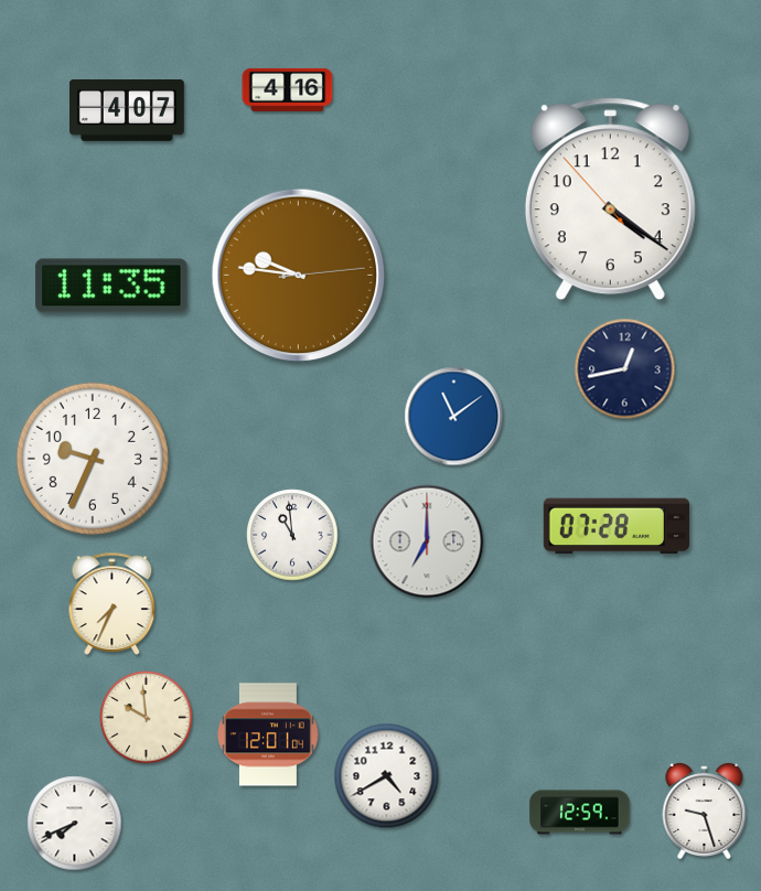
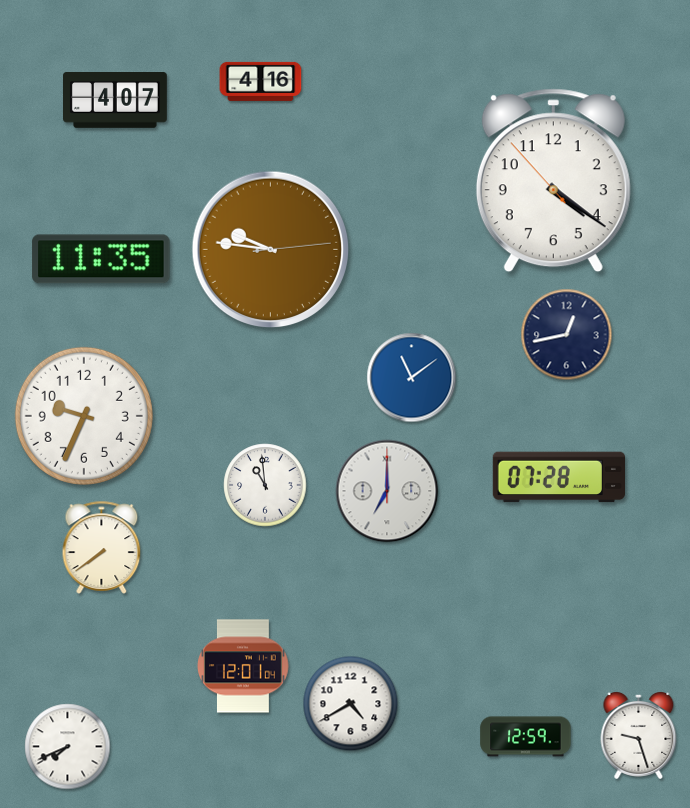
clock at (112, 603): 7:34 -> 7:39
clock at (147, 718): 9:59 -> none
